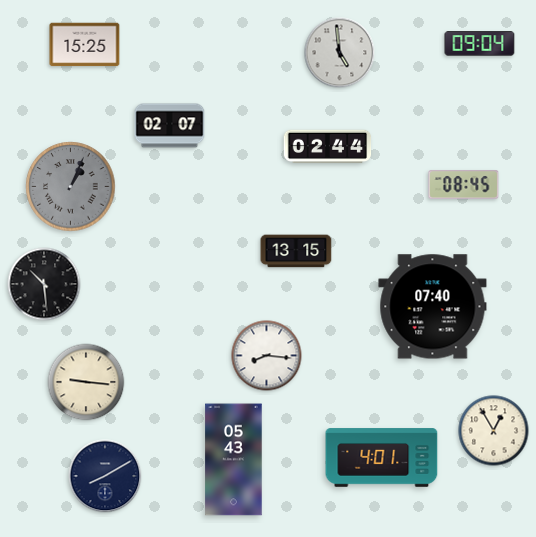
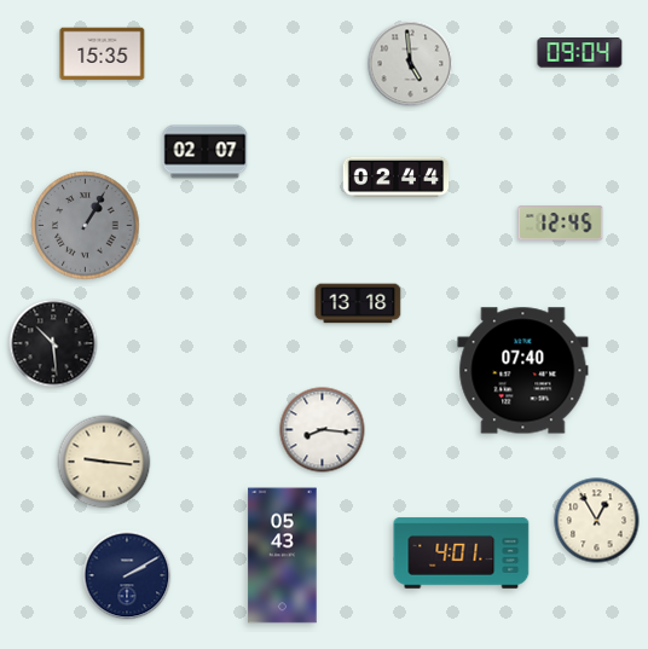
clock at (85, 45): 15:25 -> 15:35
clock at (464, 185): 08:45 -> 12:45
clock at (71, 187): 1:04 -> 1:05
clock at (296, 251): 13:15 -> 13:18
clock at (105, 476): 8:10 -> 2:10
